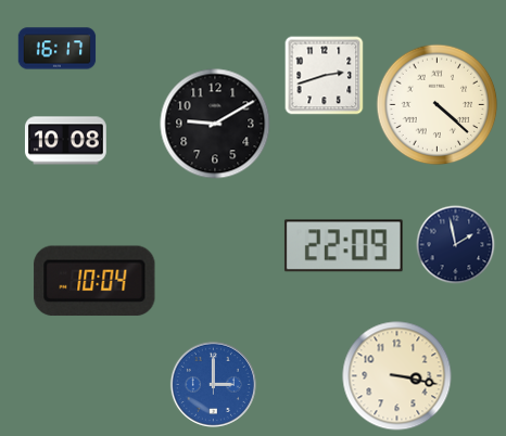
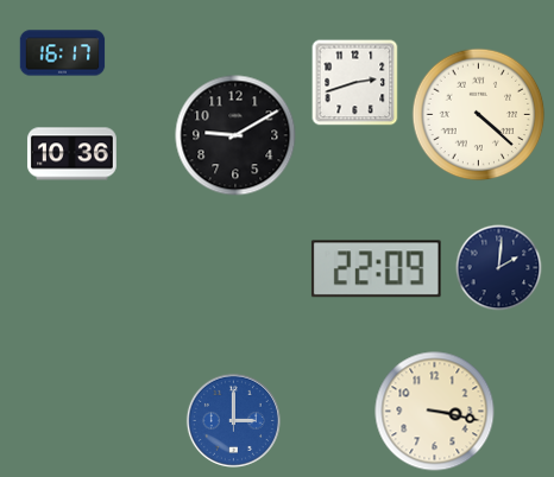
clock at (65, 141): 10:08 -> 10:36
clock at (456, 245): 1:58 -> 2:01
clock at (94, 281): 10:04 -> none
